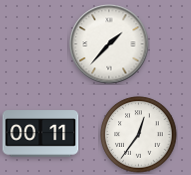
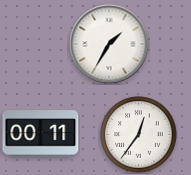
clock at (109, 44): 1:37 -> 1:35
